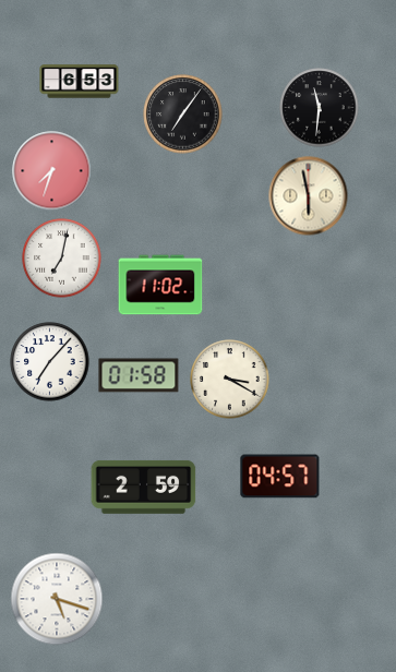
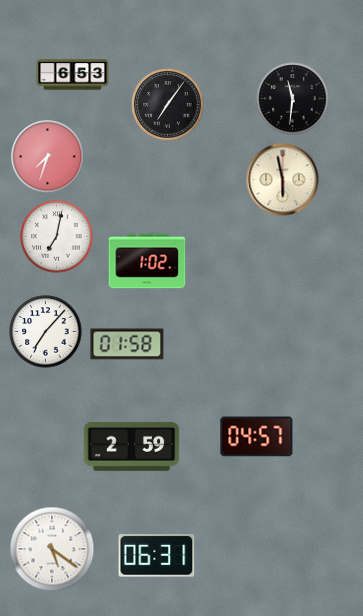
clock at (160, 285): 11:02 -> 1:02
clock at (230, 380): 3:20 -> none
clock at (57, 599): 5:18 -> 5:21
clock at (157, 556): none -> 06:31
